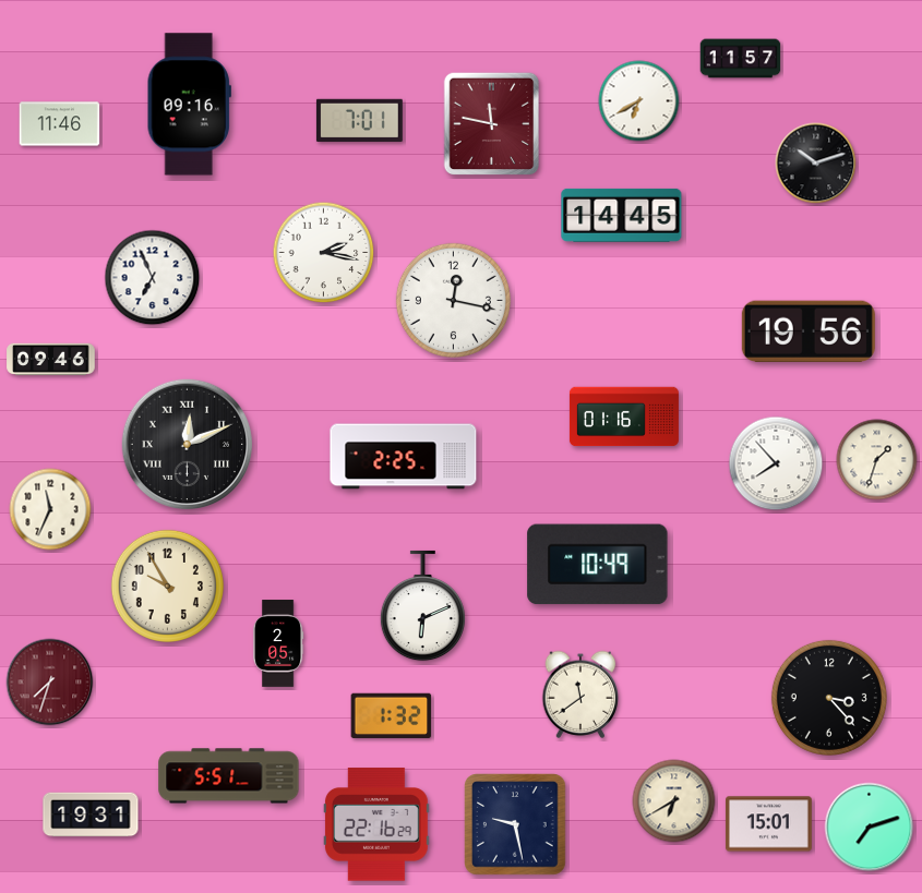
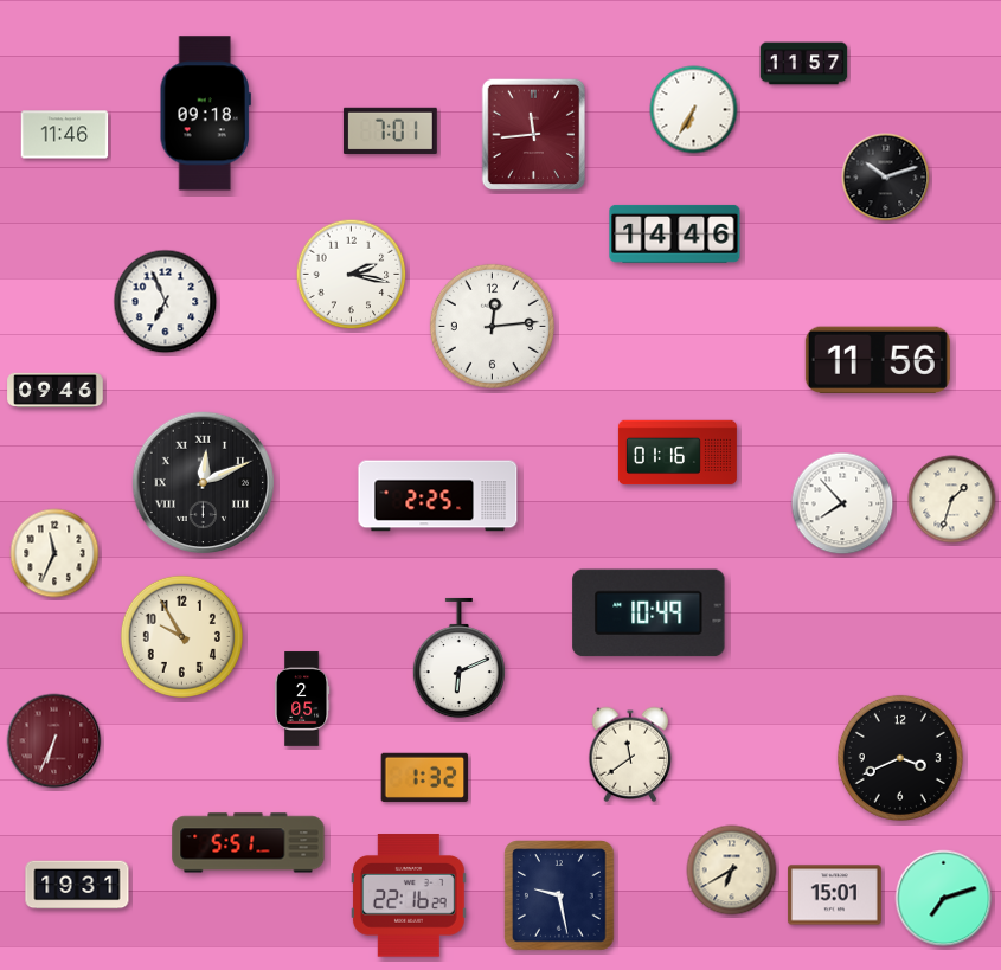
clock at (639, 101): 6:40 -> 6:35
clock at (189, 105): 09:16 -> 09:18
clock at (492, 124): 11:47 -> 11:44
clock at (622, 215): 14:45 -> 14:46
clock at (453, 300): 12:17 -> 12:14
clock at (809, 331): 19:56 -> 11:56
clock at (50, 683): 7:33 -> 6:34
clock at (829, 698): 3:23 -> 3:41
clock at (91, 814) position: (91, 814) -> (77, 885)
